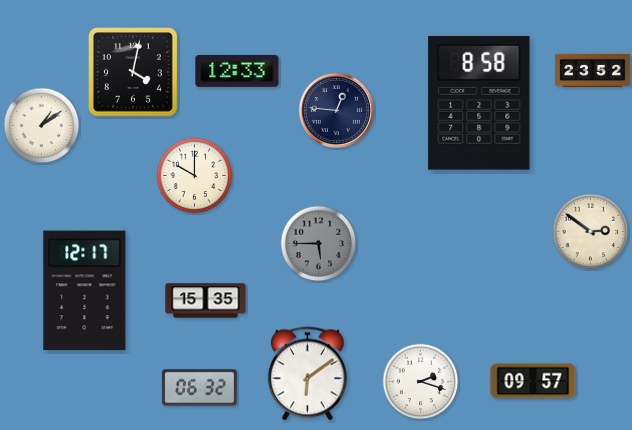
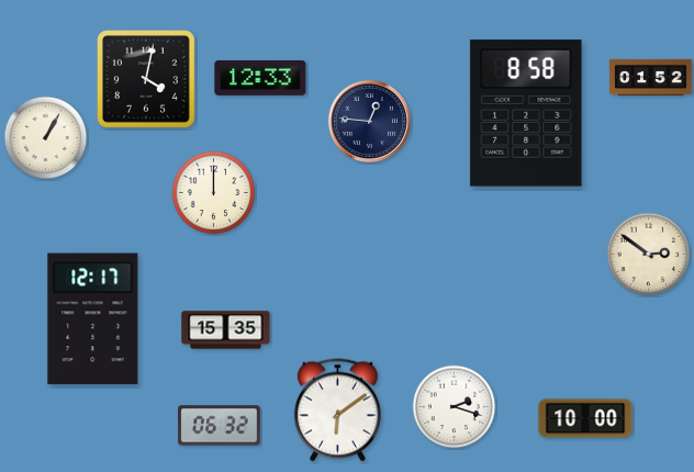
clock at (593, 70): 23:52 -> 01:52
clock at (42, 126): 1:09 -> 1:05
clock at (195, 176): 10:00 -> 12:00
clock at (319, 244): 5:45 -> none
clock at (533, 381): 09:57 -> 10:00
clock at (421, 382) position: (421, 382) -> (455, 407)
